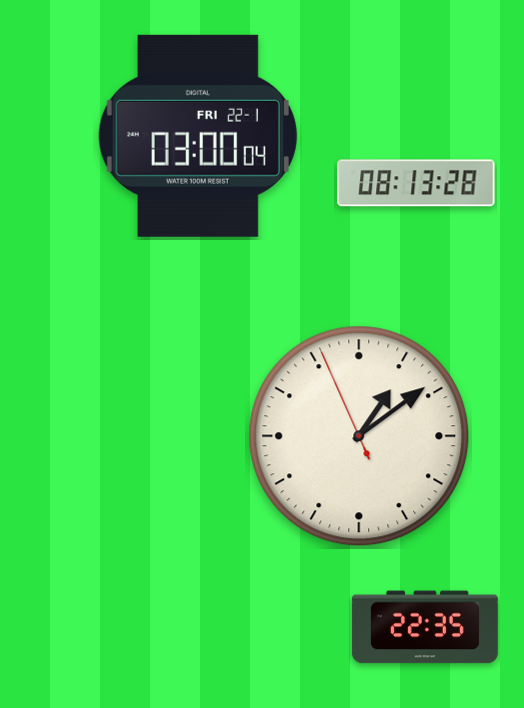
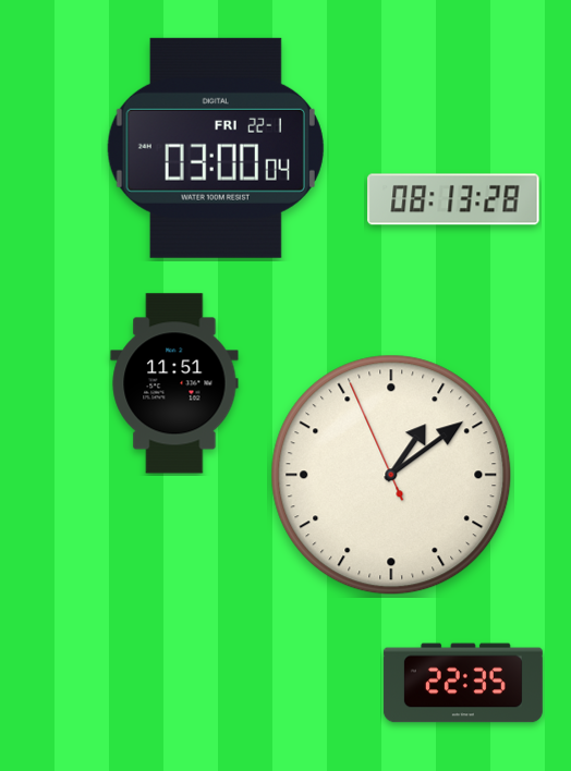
clock at (174, 383): none -> 11:51
